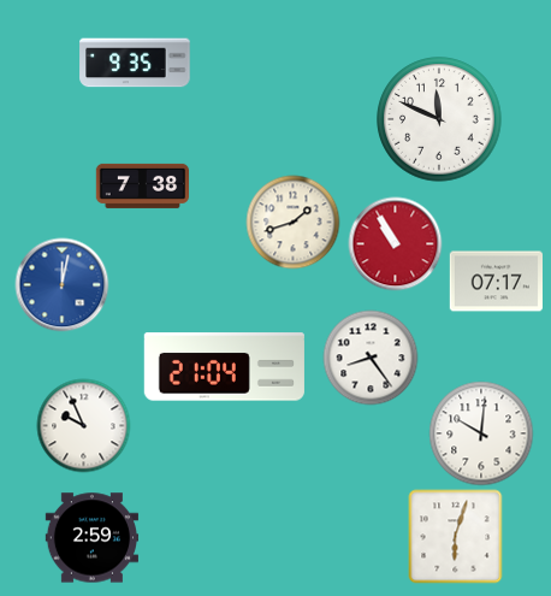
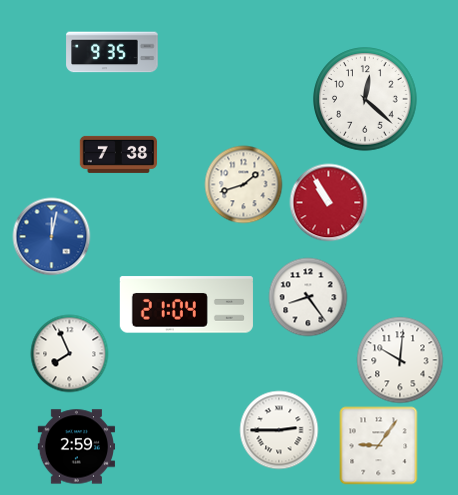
clock at (439, 119): 11:49 -> 12:22
clock at (496, 282): 07:17 -> none
clock at (83, 425): 9:56 -> 7:56
clock at (279, 430): none -> 2:45
clock at (455, 536): 6:03 -> 9:06
